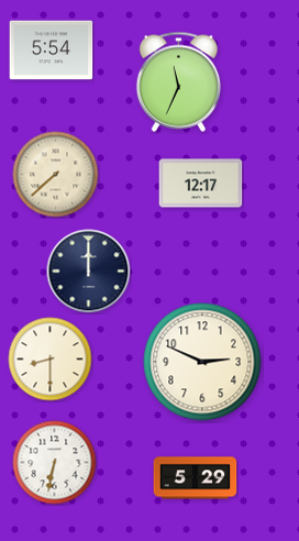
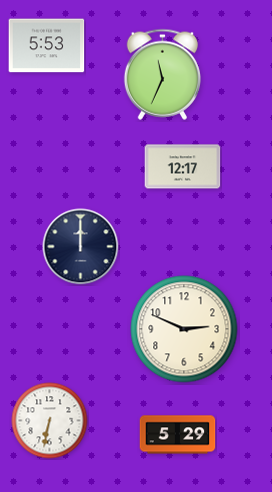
clock at (52, 51): 5:54 -> 5:53
clock at (56, 175): 7:38 -> none
clock at (51, 360): 8:30 -> none
